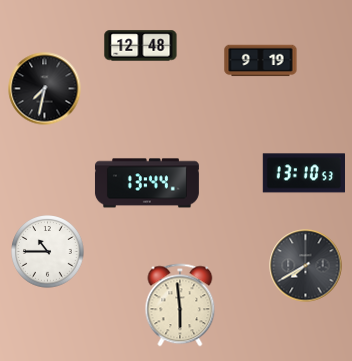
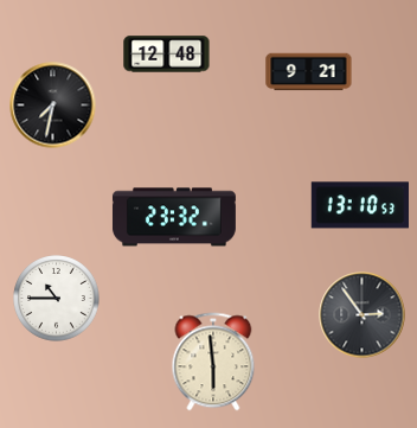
clock at (261, 61): 9:19 -> 9:21
clock at (147, 183): 13:44 -> 23:32
clock at (306, 266): 7:40 -> 2:54
